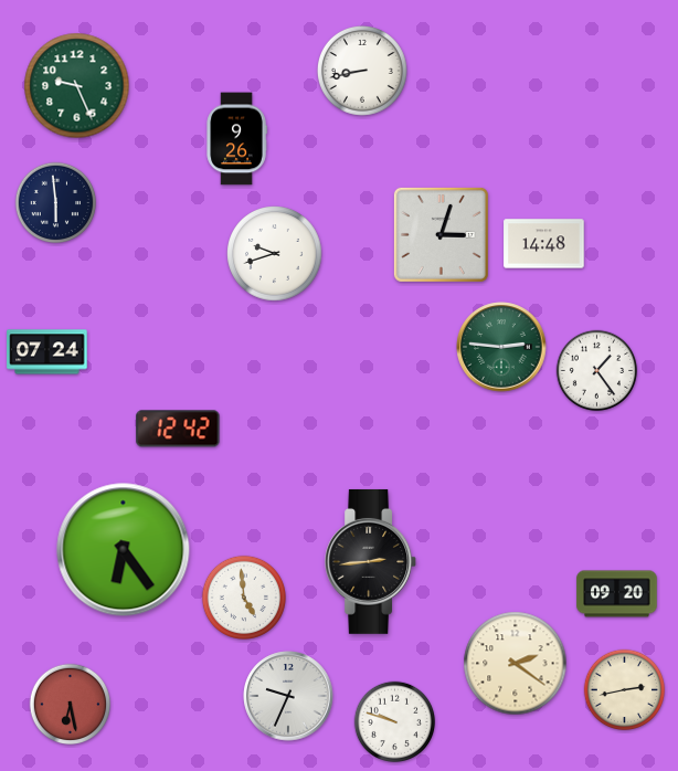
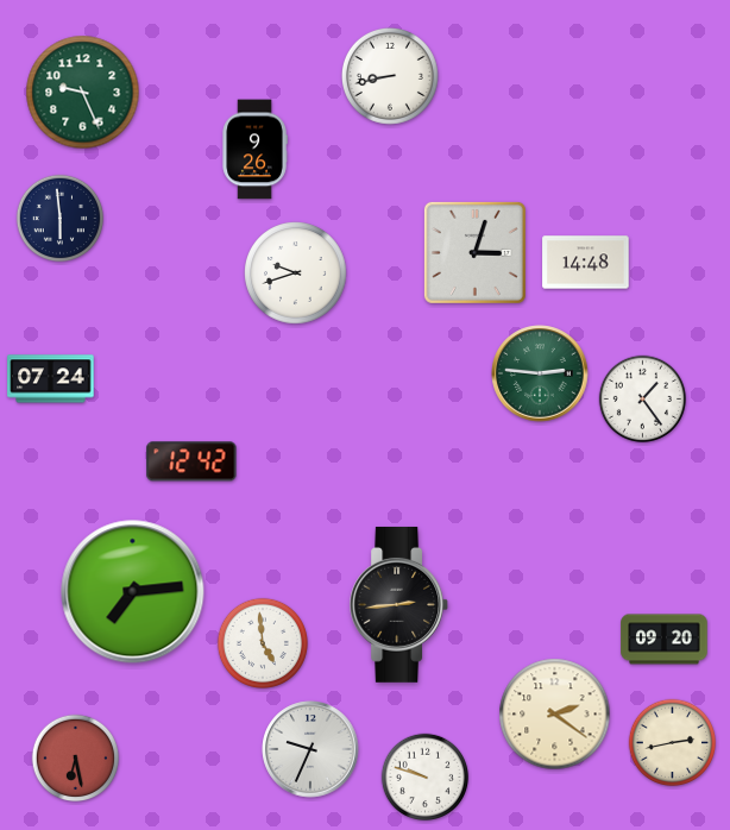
clock at (124, 550): 6:24 -> 7:14
